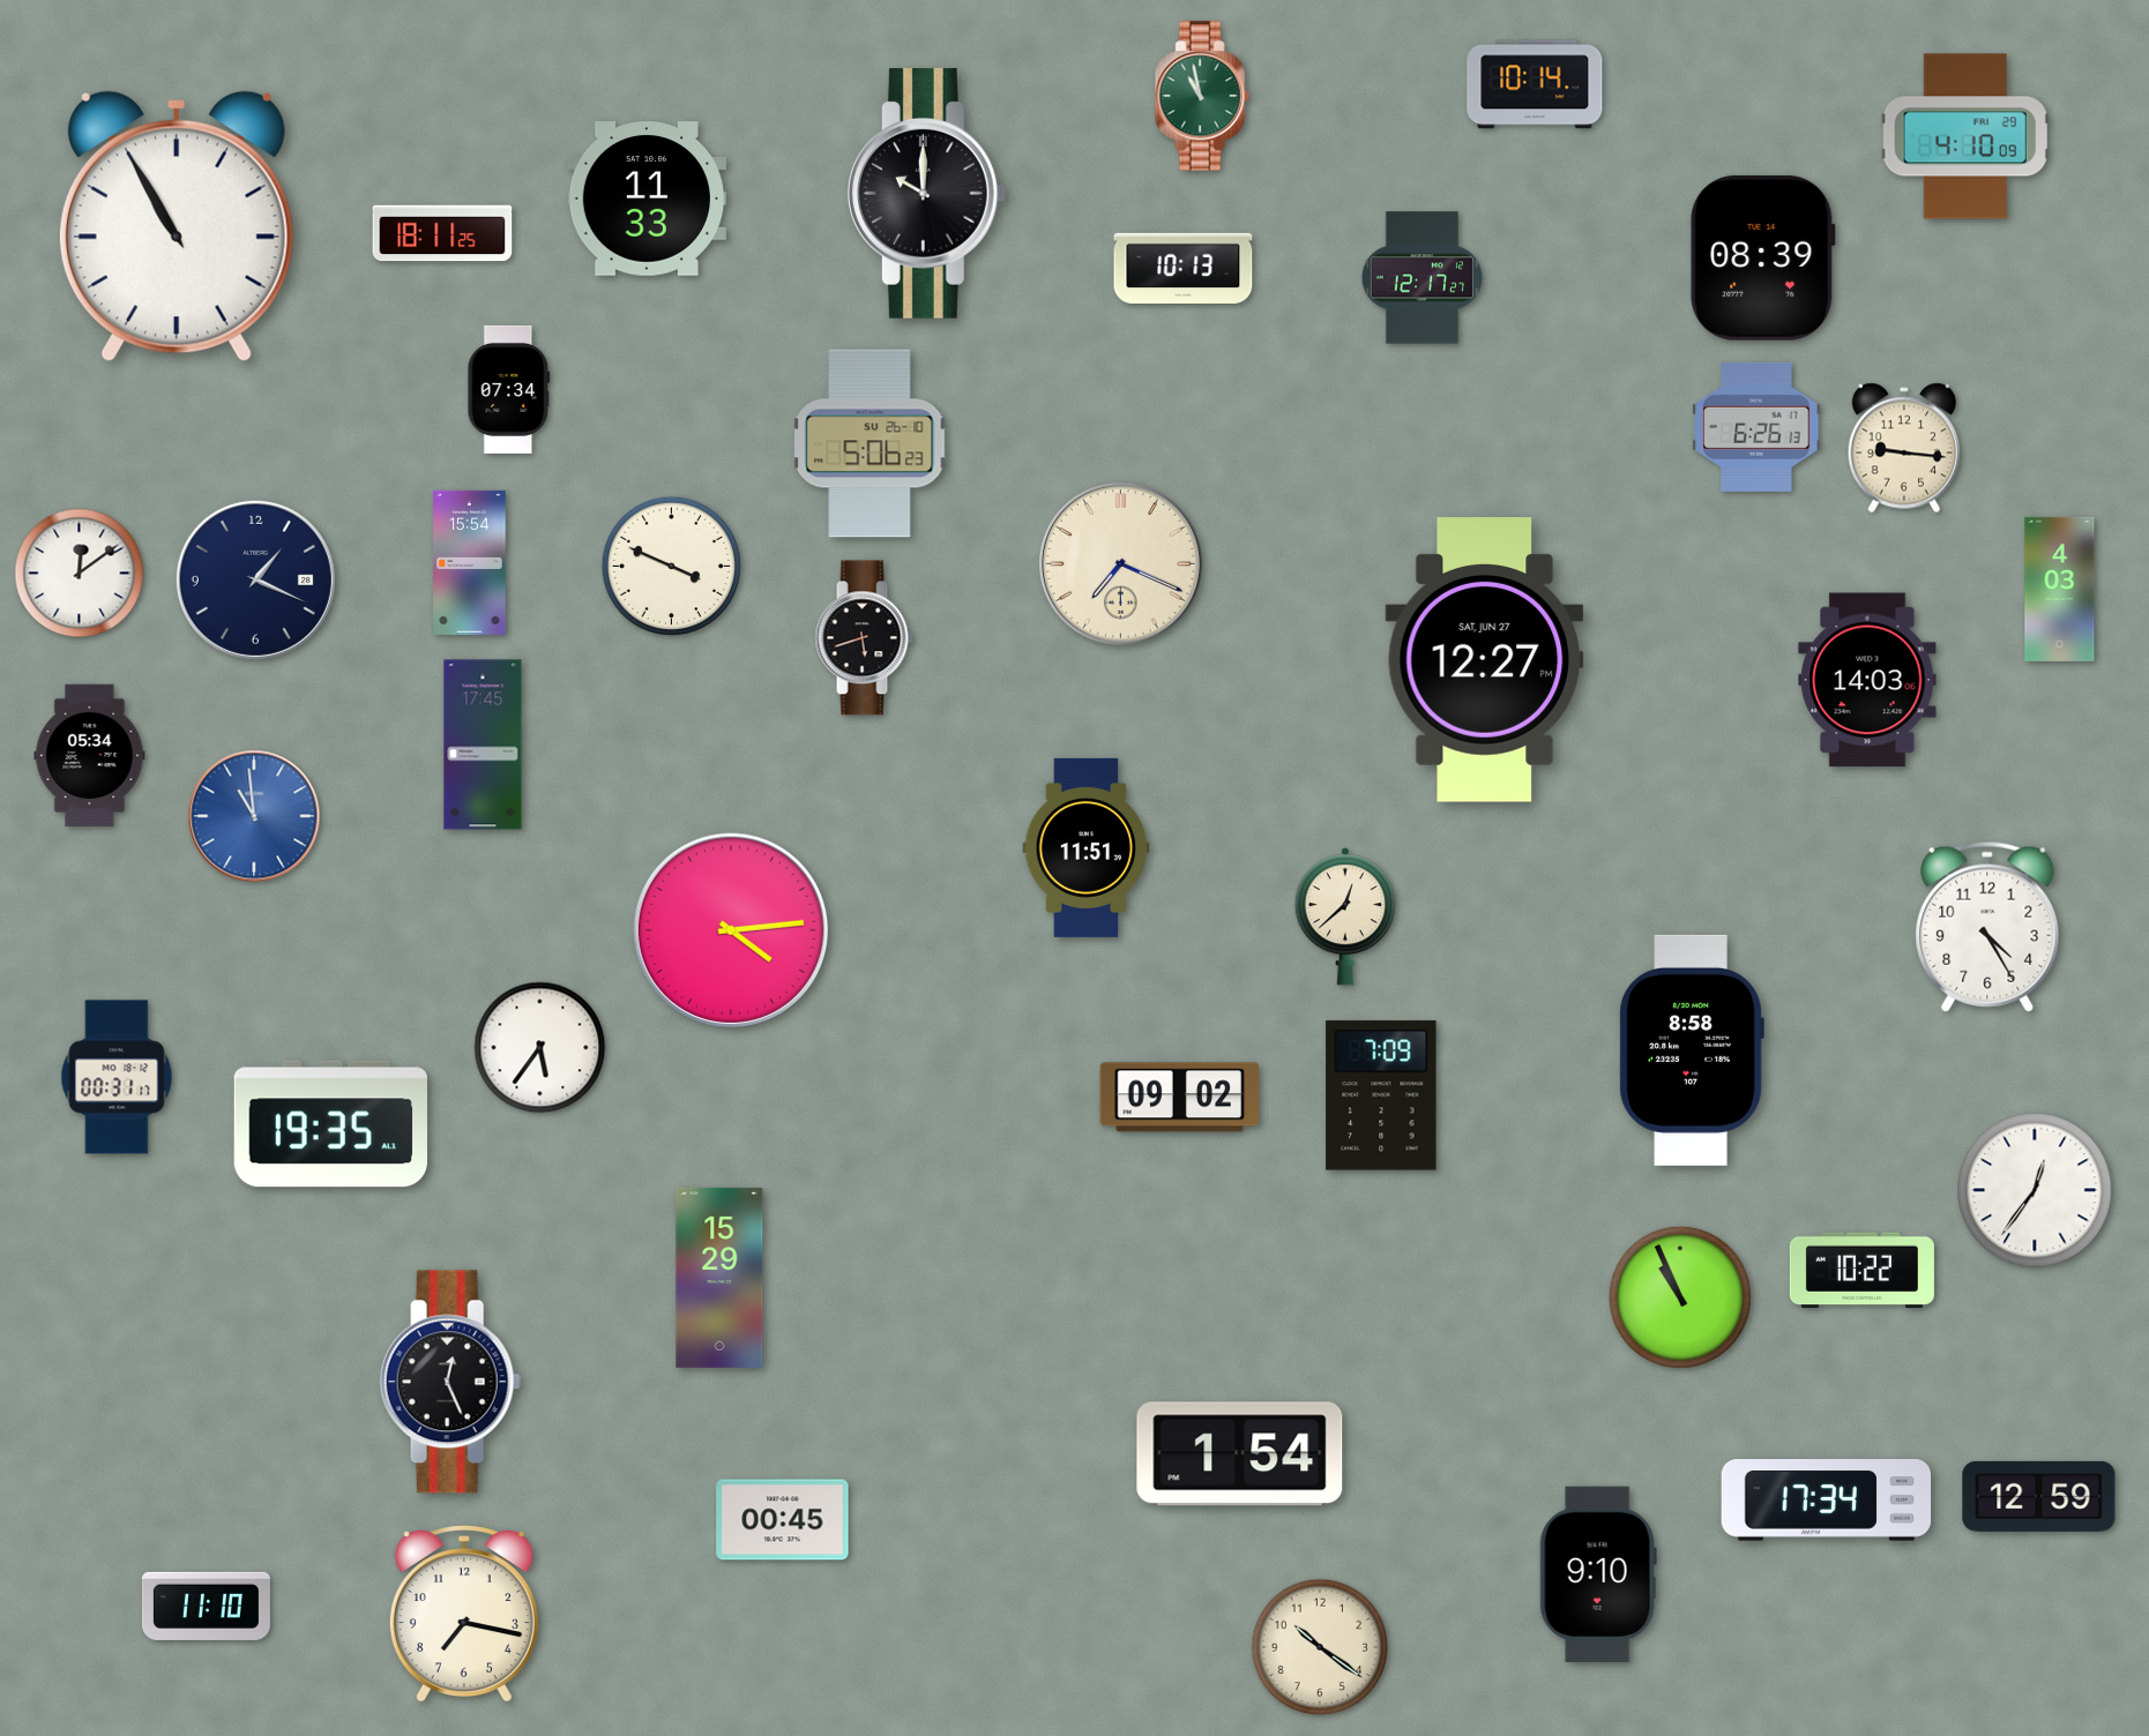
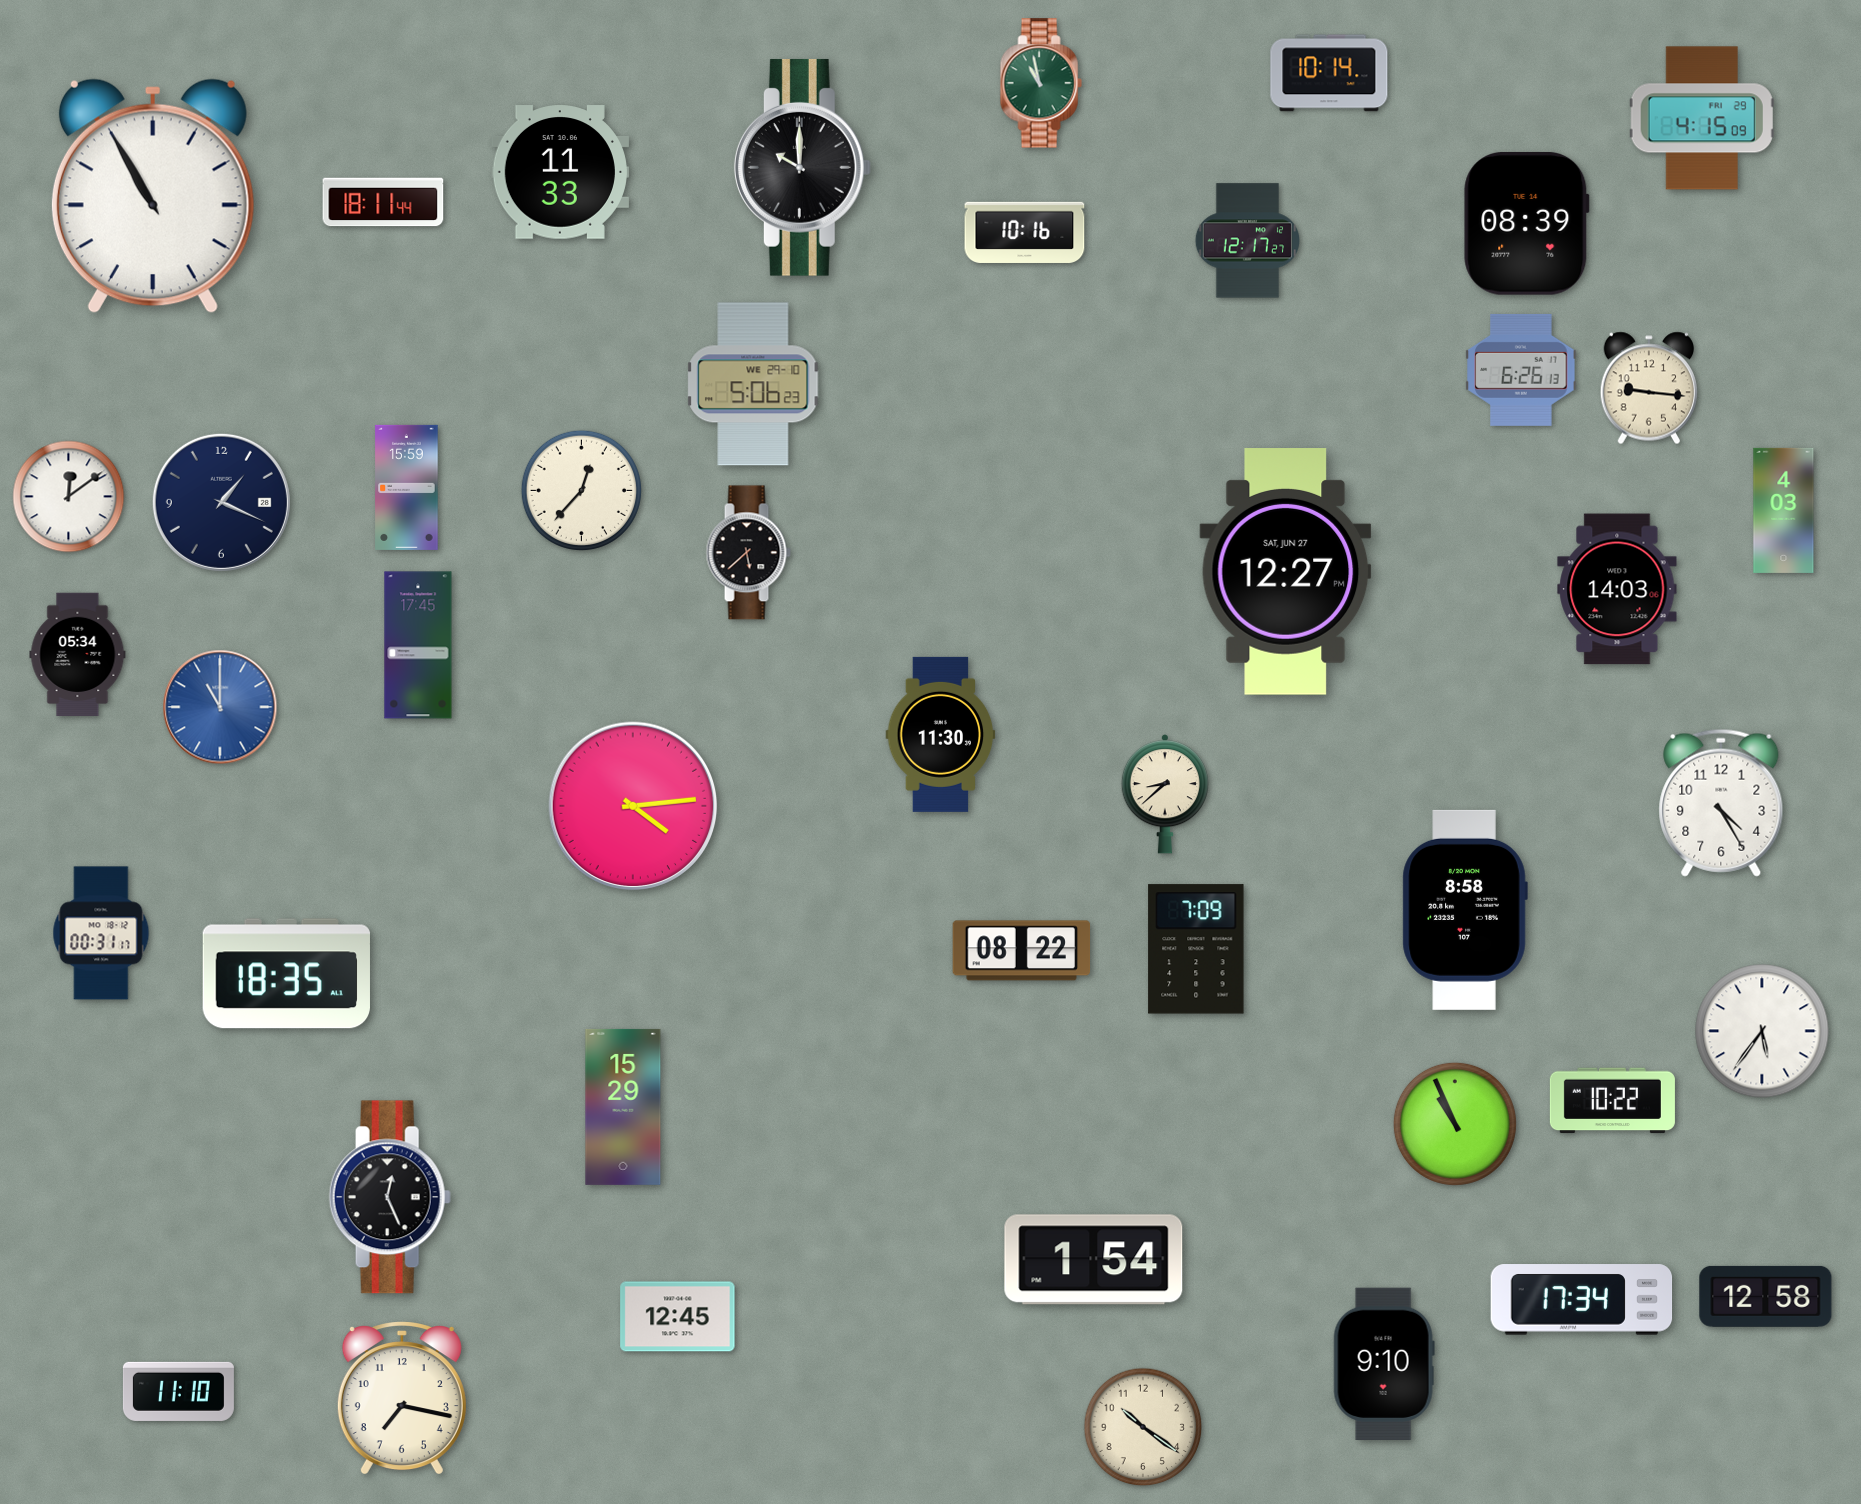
clock at (1965, 136): 4:10 -> 4:15
clock at (442, 233): 18:11:25 -> 18:11:44
clock at (1184, 268): 10:13 -> 10:16
clock at (1422, 278) position: (1422, 278) -> (1247, 241)
clock at (509, 389): 07:34 -> none
clock at (870, 443) date: SU 26-10 -> WE 29-10
clock at (470, 562): 15:54 -> 15:59
clock at (1120, 563): 7:19 -> none
clock at (671, 566): 3:49 -> 12:37
clock at (864, 638): 5:42 -> 5:38
clock at (254, 816): 10:59 -> 11:00
clock at (1087, 847): 11:51 -> 11:30
clock at (1344, 916): 12:38 -> 8:38
clock at (540, 1048): 5:36 -> none
clock at (1180, 1098): 09:02 -> 08:22
clock at (330, 1124): 19:35 -> 18:35
clock at (2035, 1190): 12:36 -> 5:36
clock at (1240, 1454) position: (1240, 1454) -> (1094, 1260)
clock at (2039, 1496): 12:59 -> 12:58
clock at (783, 1520): 00:45 -> 12:45
